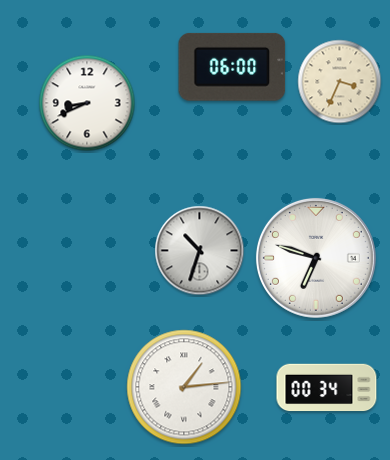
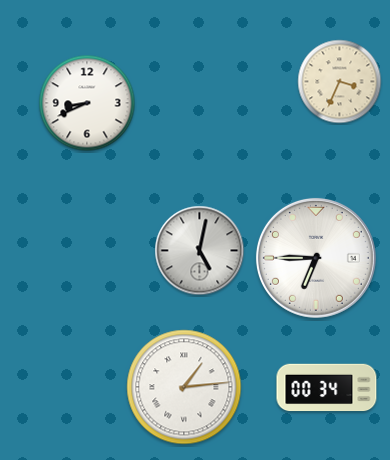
clock at (232, 67): 06:00 -> none
clock at (200, 251): 10:33 -> 5:02
clock at (316, 258): 6:48 -> 6:45
